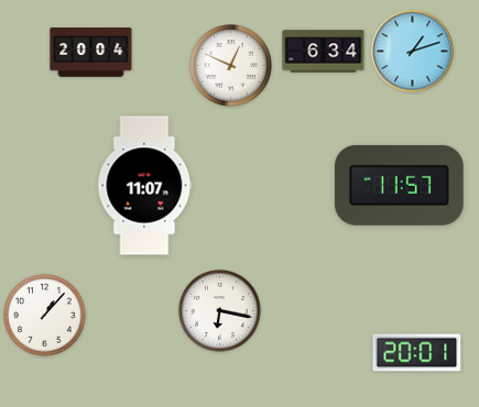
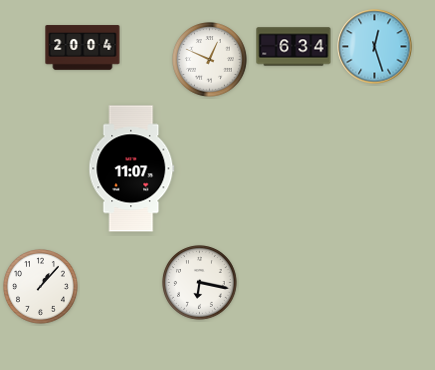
clock at (413, 52): 1:12 -> 12:27
clock at (399, 185): 11:57 -> none
clock at (417, 353): 20:01 -> none
